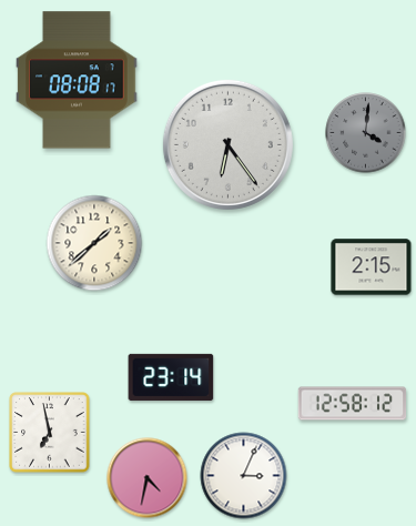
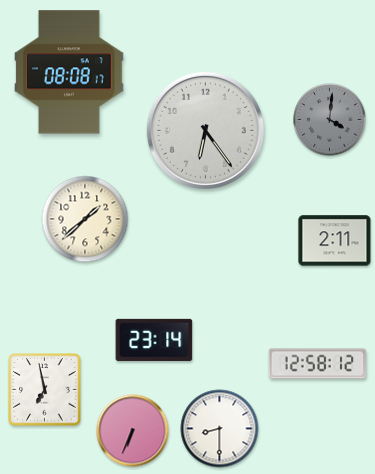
clock at (372, 267): 2:15 -> 2:11
clock at (244, 476): 3:04 -> 8:30
clock at (148, 478): 4:32 -> 6:34
